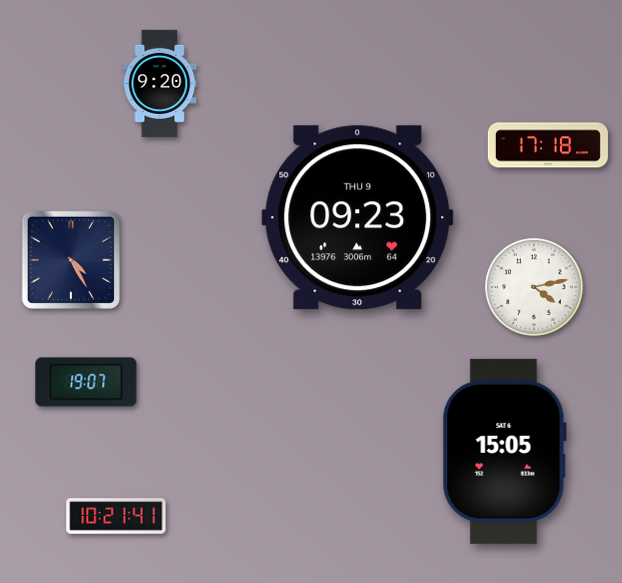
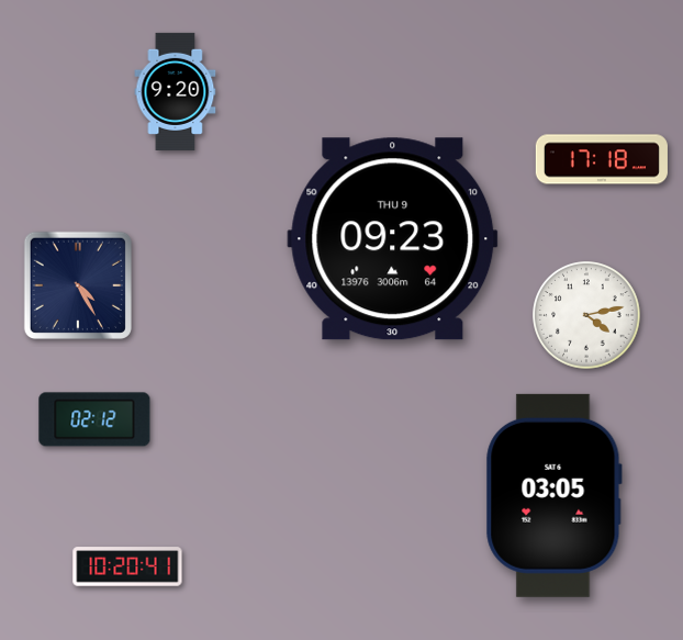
clock at (86, 382): 19:07 -> 02:12
clock at (504, 451): 15:05 -> 03:05
clock at (116, 516): 10:21 -> 10:20
